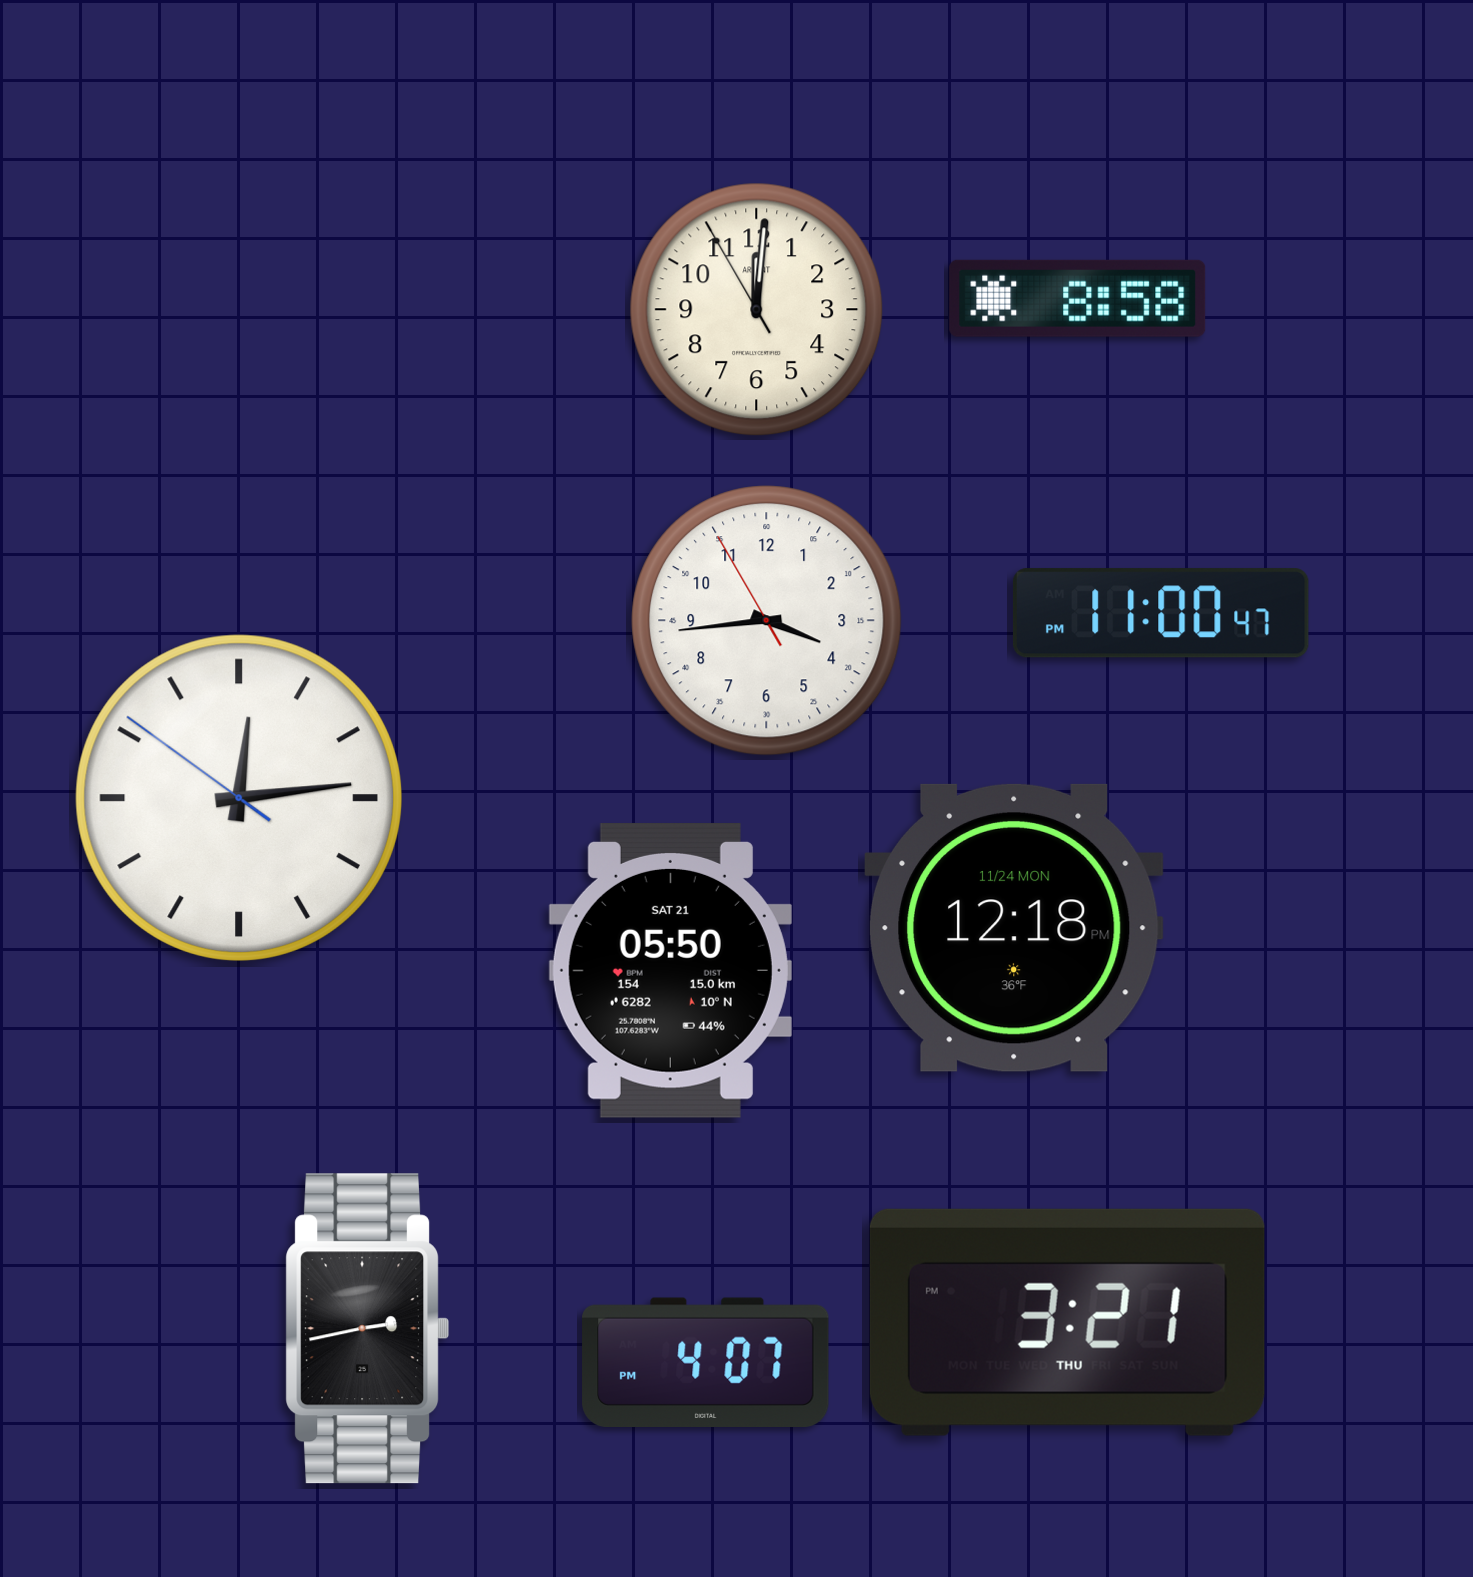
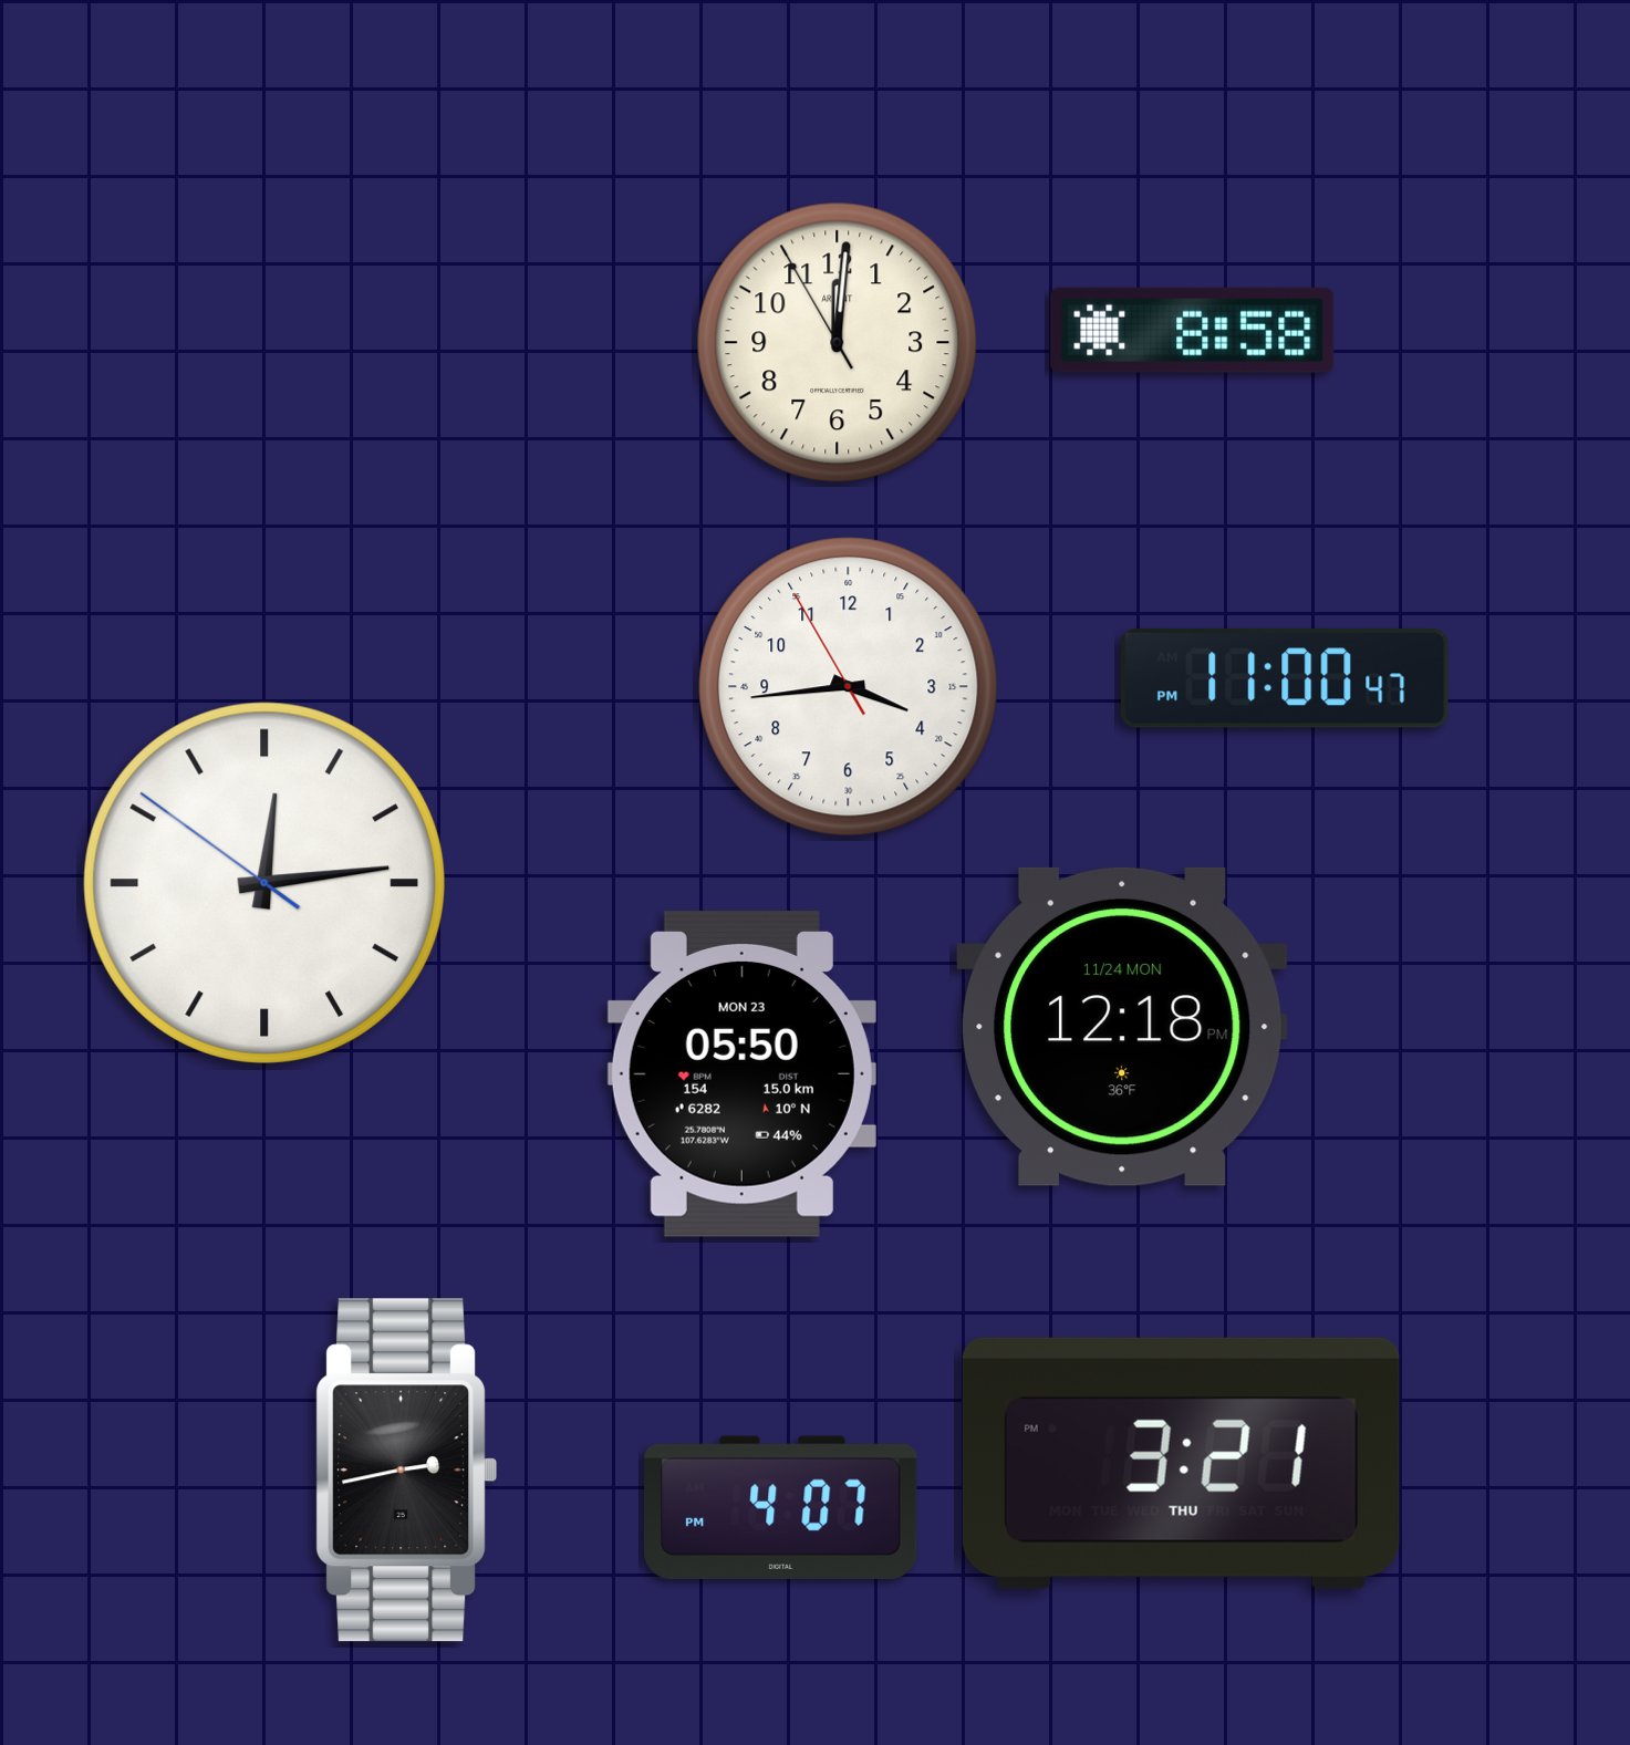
clock at (670, 970) date: SAT 21 -> MON 23
